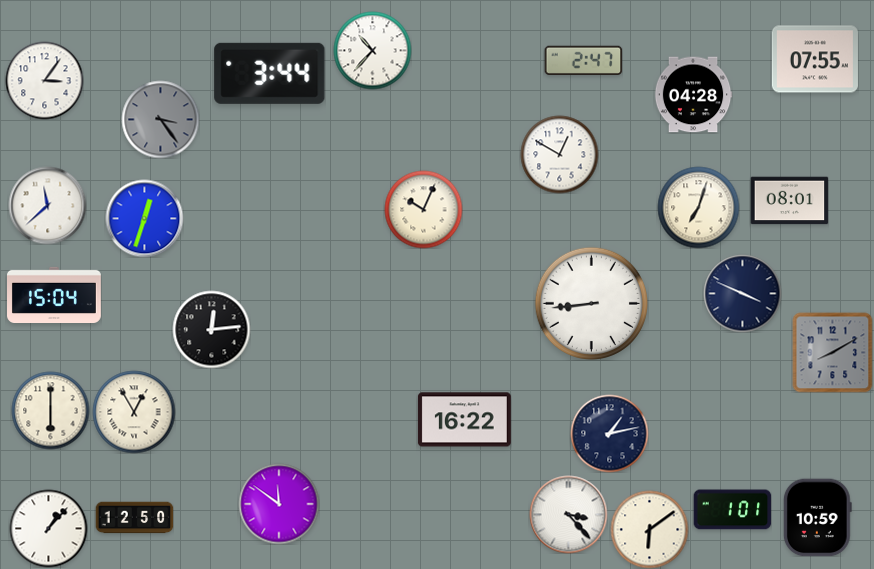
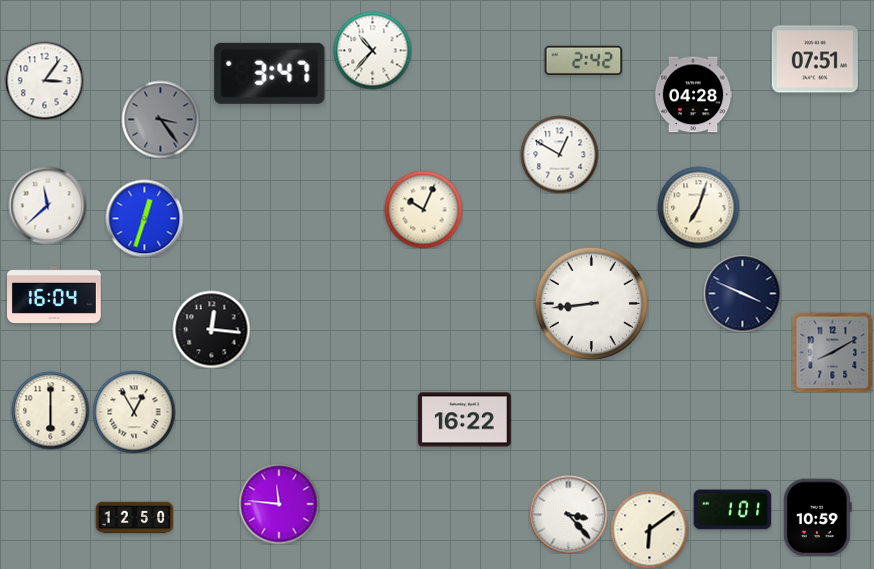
clock at (815, 59): 07:55 -> 07:51
clock at (583, 60): 2:47 -> 2:42
clock at (270, 73): 3:44 -> 3:47
clock at (789, 201): 08:01 -> none
clock at (55, 294): 15:04 -> 16:04
clock at (211, 329): 12:14 -> 12:16
clock at (609, 433): 1:13 -> none
clock at (279, 504): 11:51 -> 11:46
clock at (48, 528): 1:07 -> none
